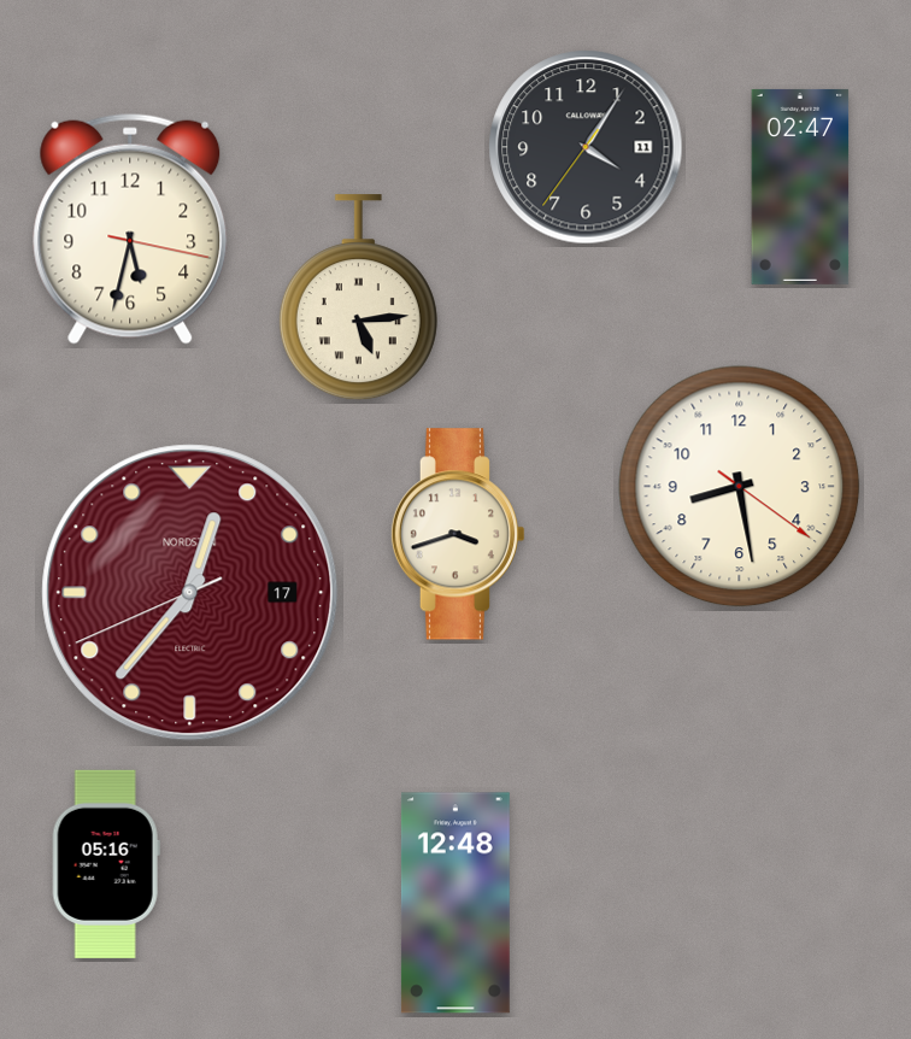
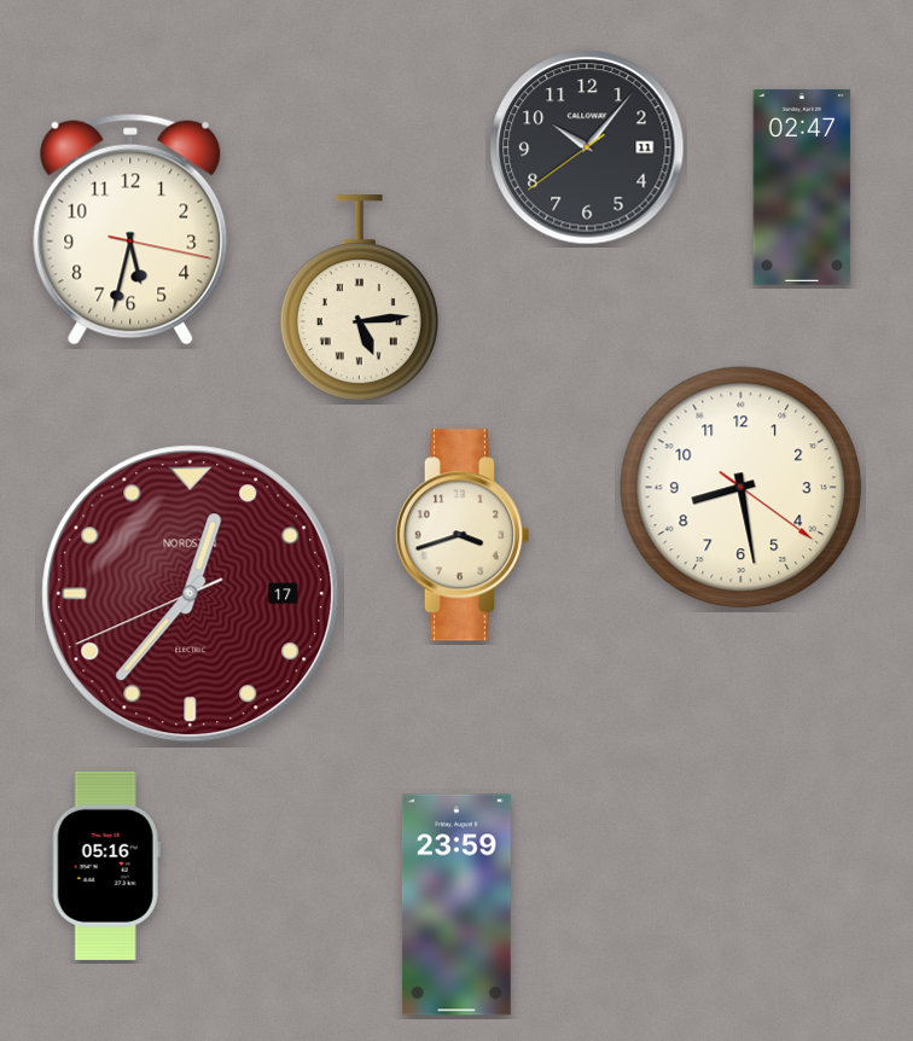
clock at (586, 147): 4:05 -> 10:06
clock at (458, 534) position: (458, 534) -> (463, 535)
clock at (456, 903): 12:48 -> 23:59
